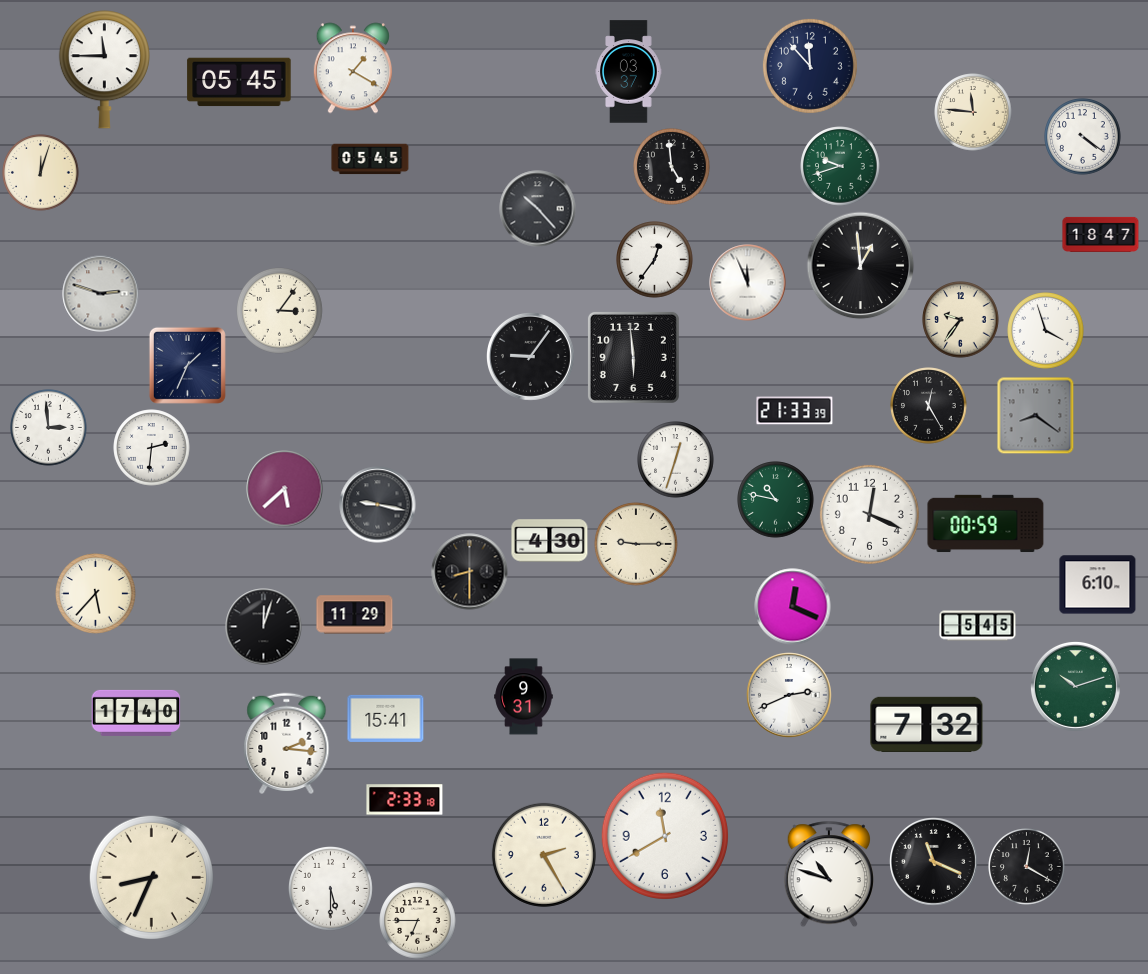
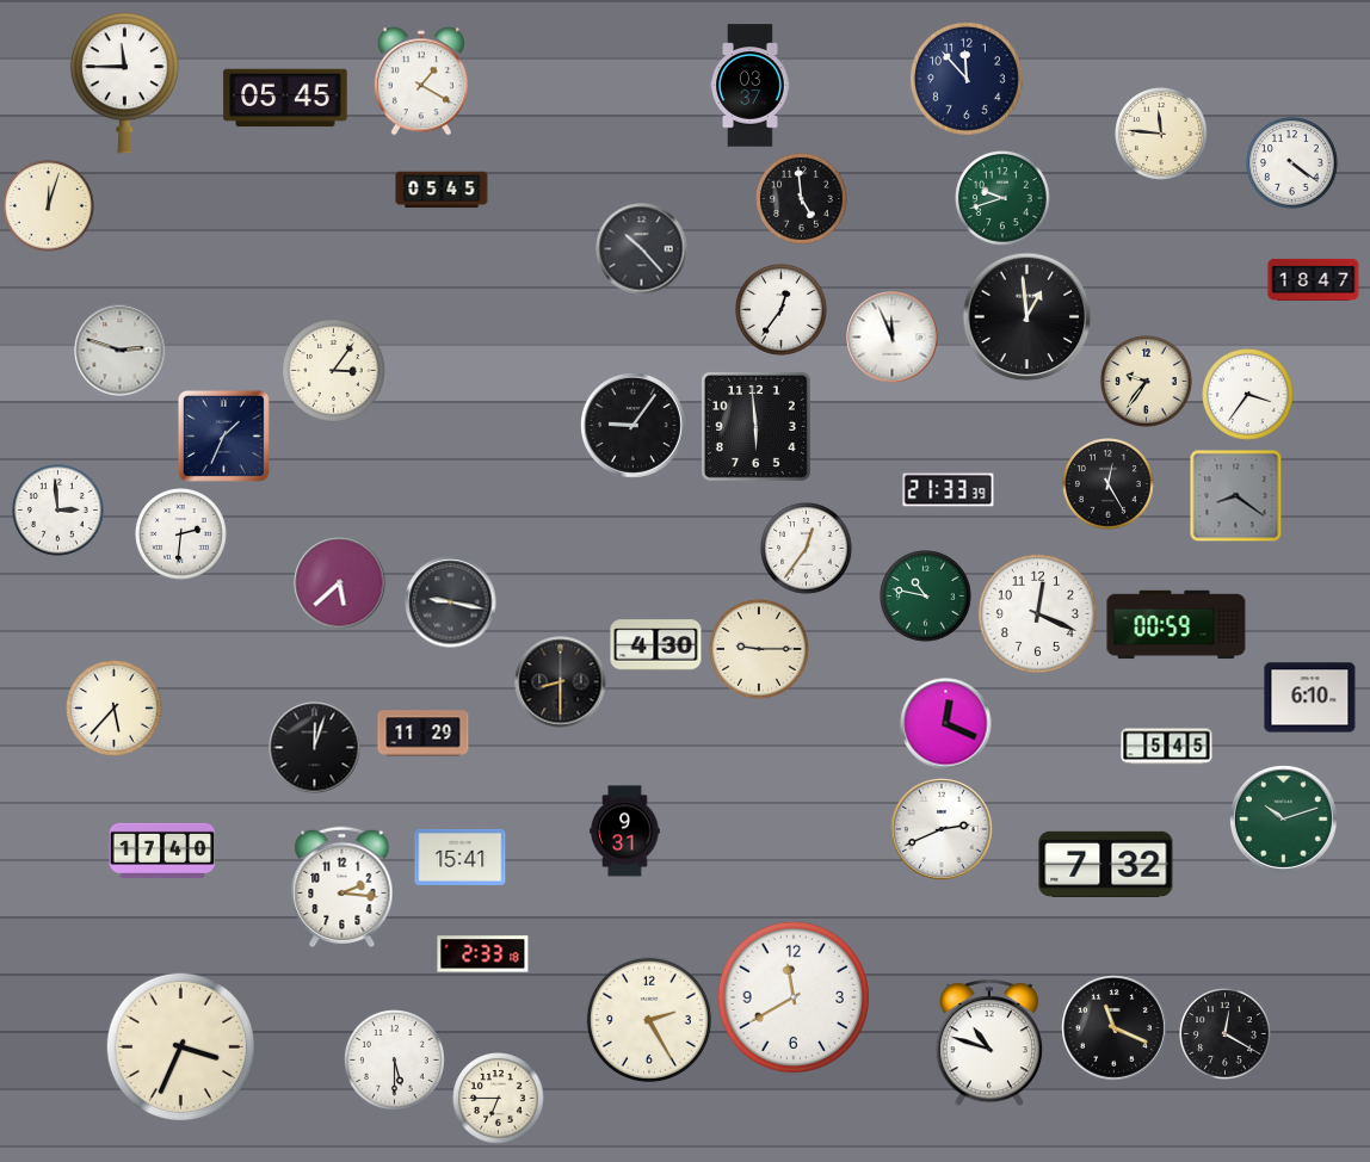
clock at (1046, 331): 3:57 -> 3:36
clock at (676, 460): 12:33 -> 12:36
clock at (151, 877): 8:34 -> 3:34
